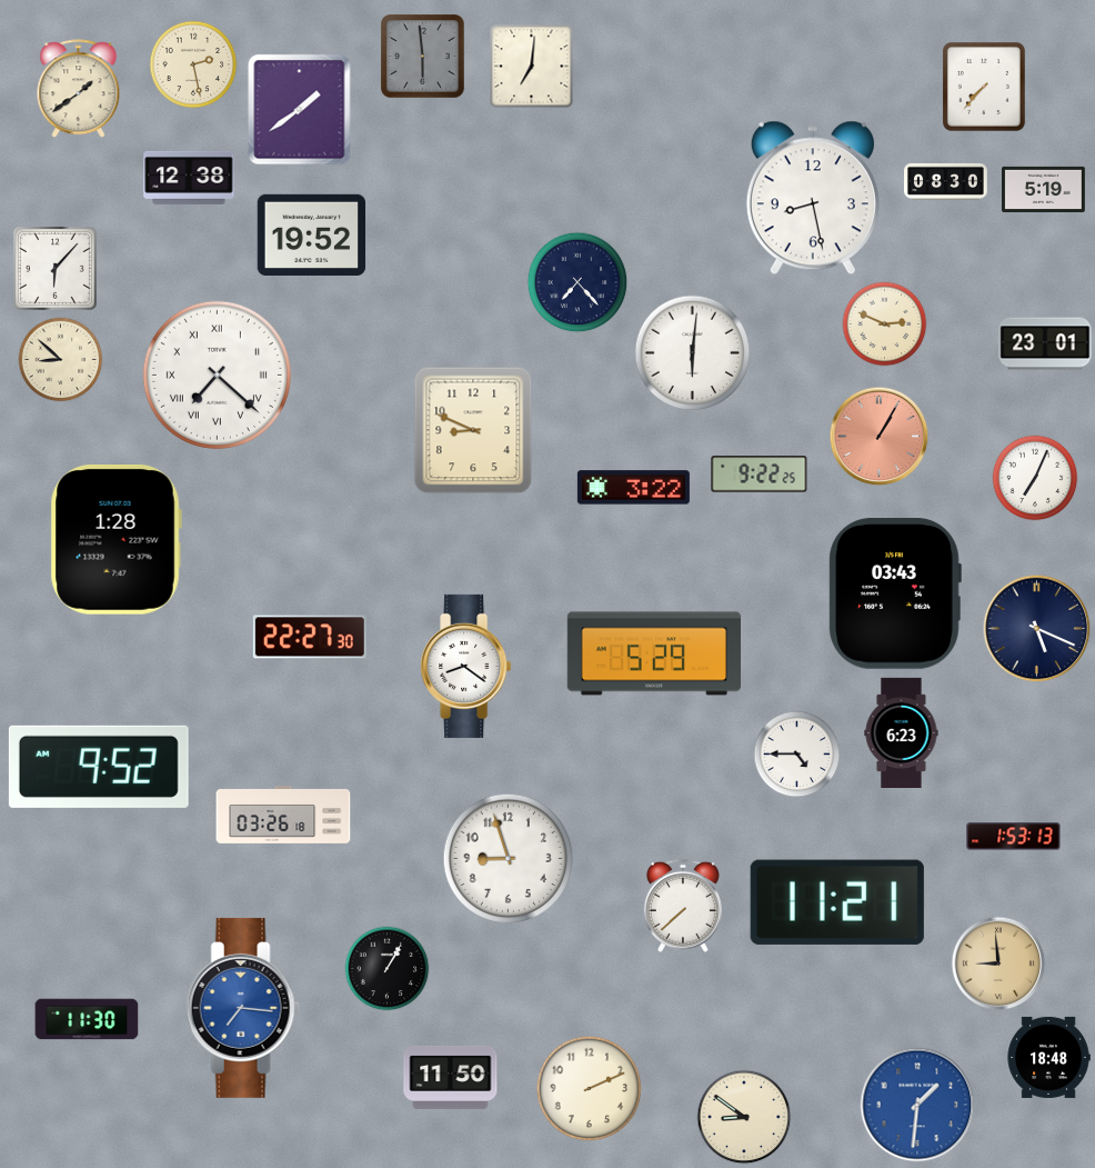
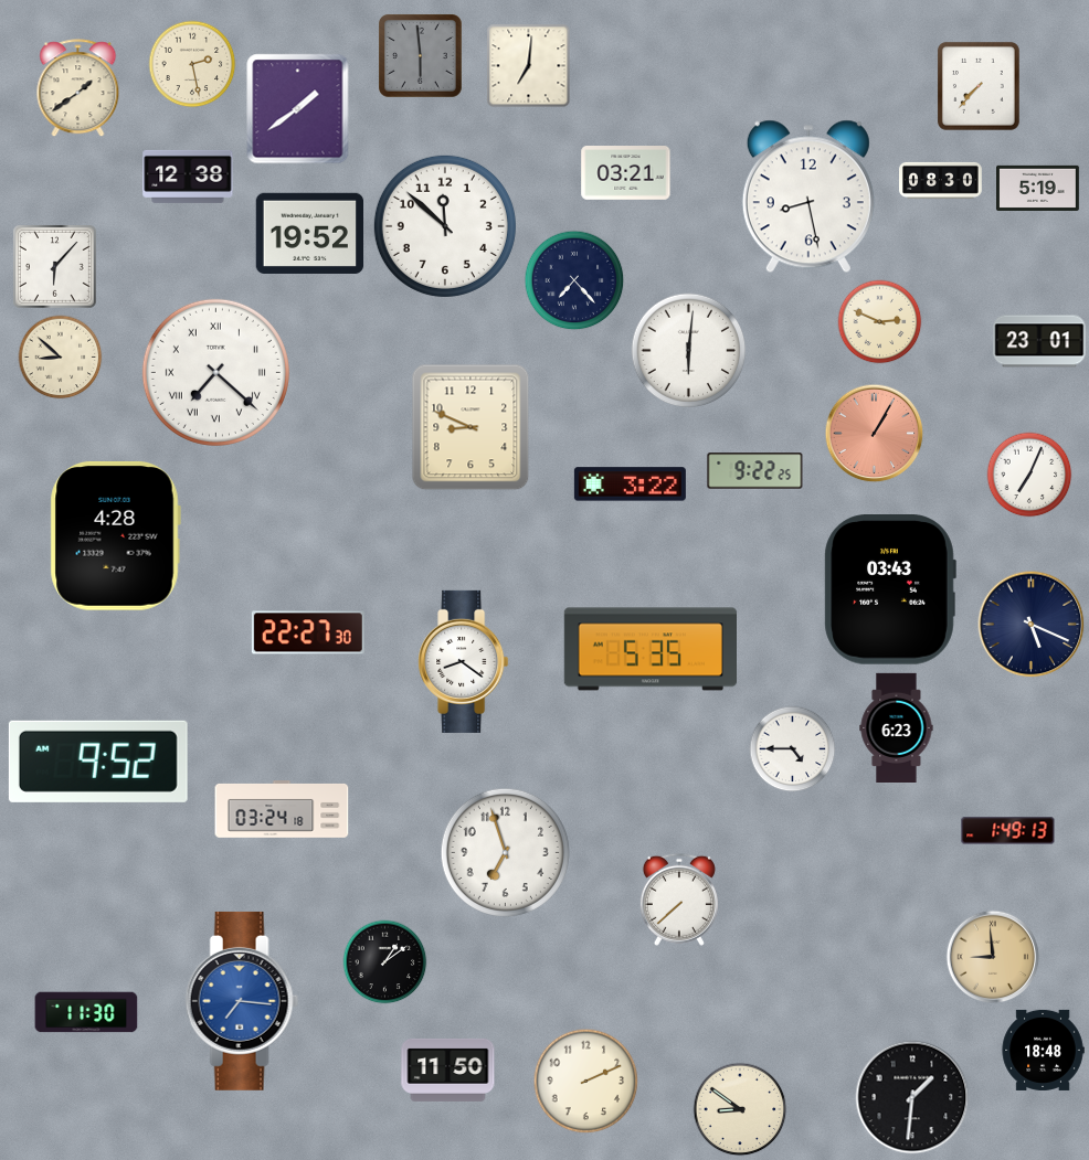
clock at (626, 173): none -> 03:21
clock at (445, 226): none -> 11:52
clock at (115, 539): 1:28 -> 4:28
clock at (653, 653): 5:29 -> 5:35
clock at (283, 816): 03:26 -> 03:24
clock at (1014, 837): 1:53 -> 1:49
clock at (508, 858): 8:57 -> 6:57
clock at (837, 902): 11:21 -> none
clock at (388, 969): 1:05 -> 1:09
clock at (917, 1105) dial: blue -> black
